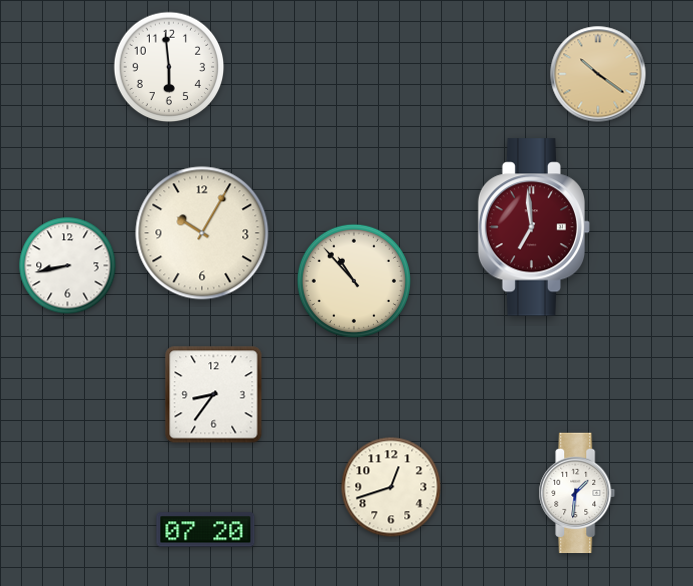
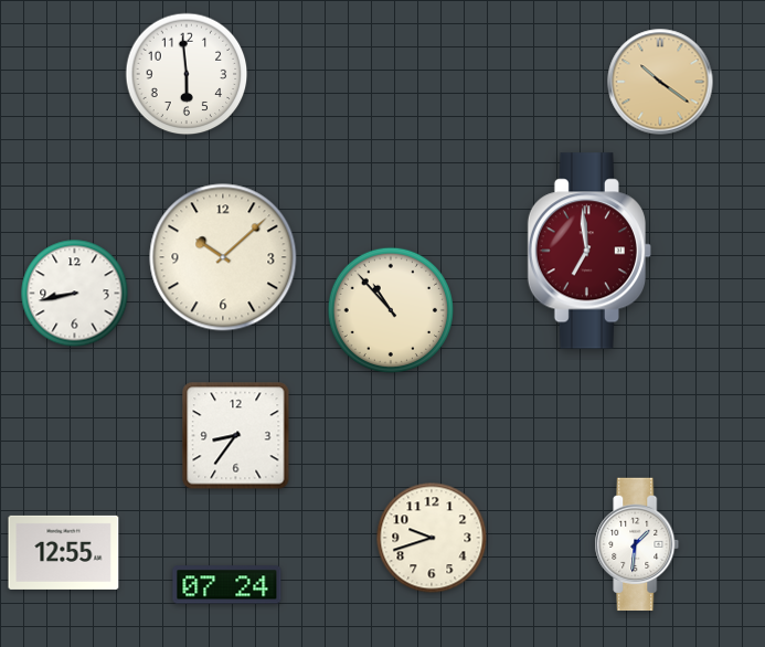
clock at (202, 233): 10:05 -> 10:08
clock at (391, 487): 12:42 -> 9:42
clock at (64, 552): none -> 12:55
clock at (206, 530): 07:20 -> 07:24
